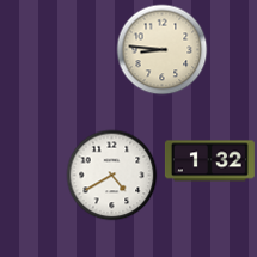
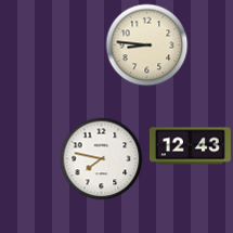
clock at (209, 161): 1:32 -> 12:43
clock at (112, 176): 4:40 -> 7:47
